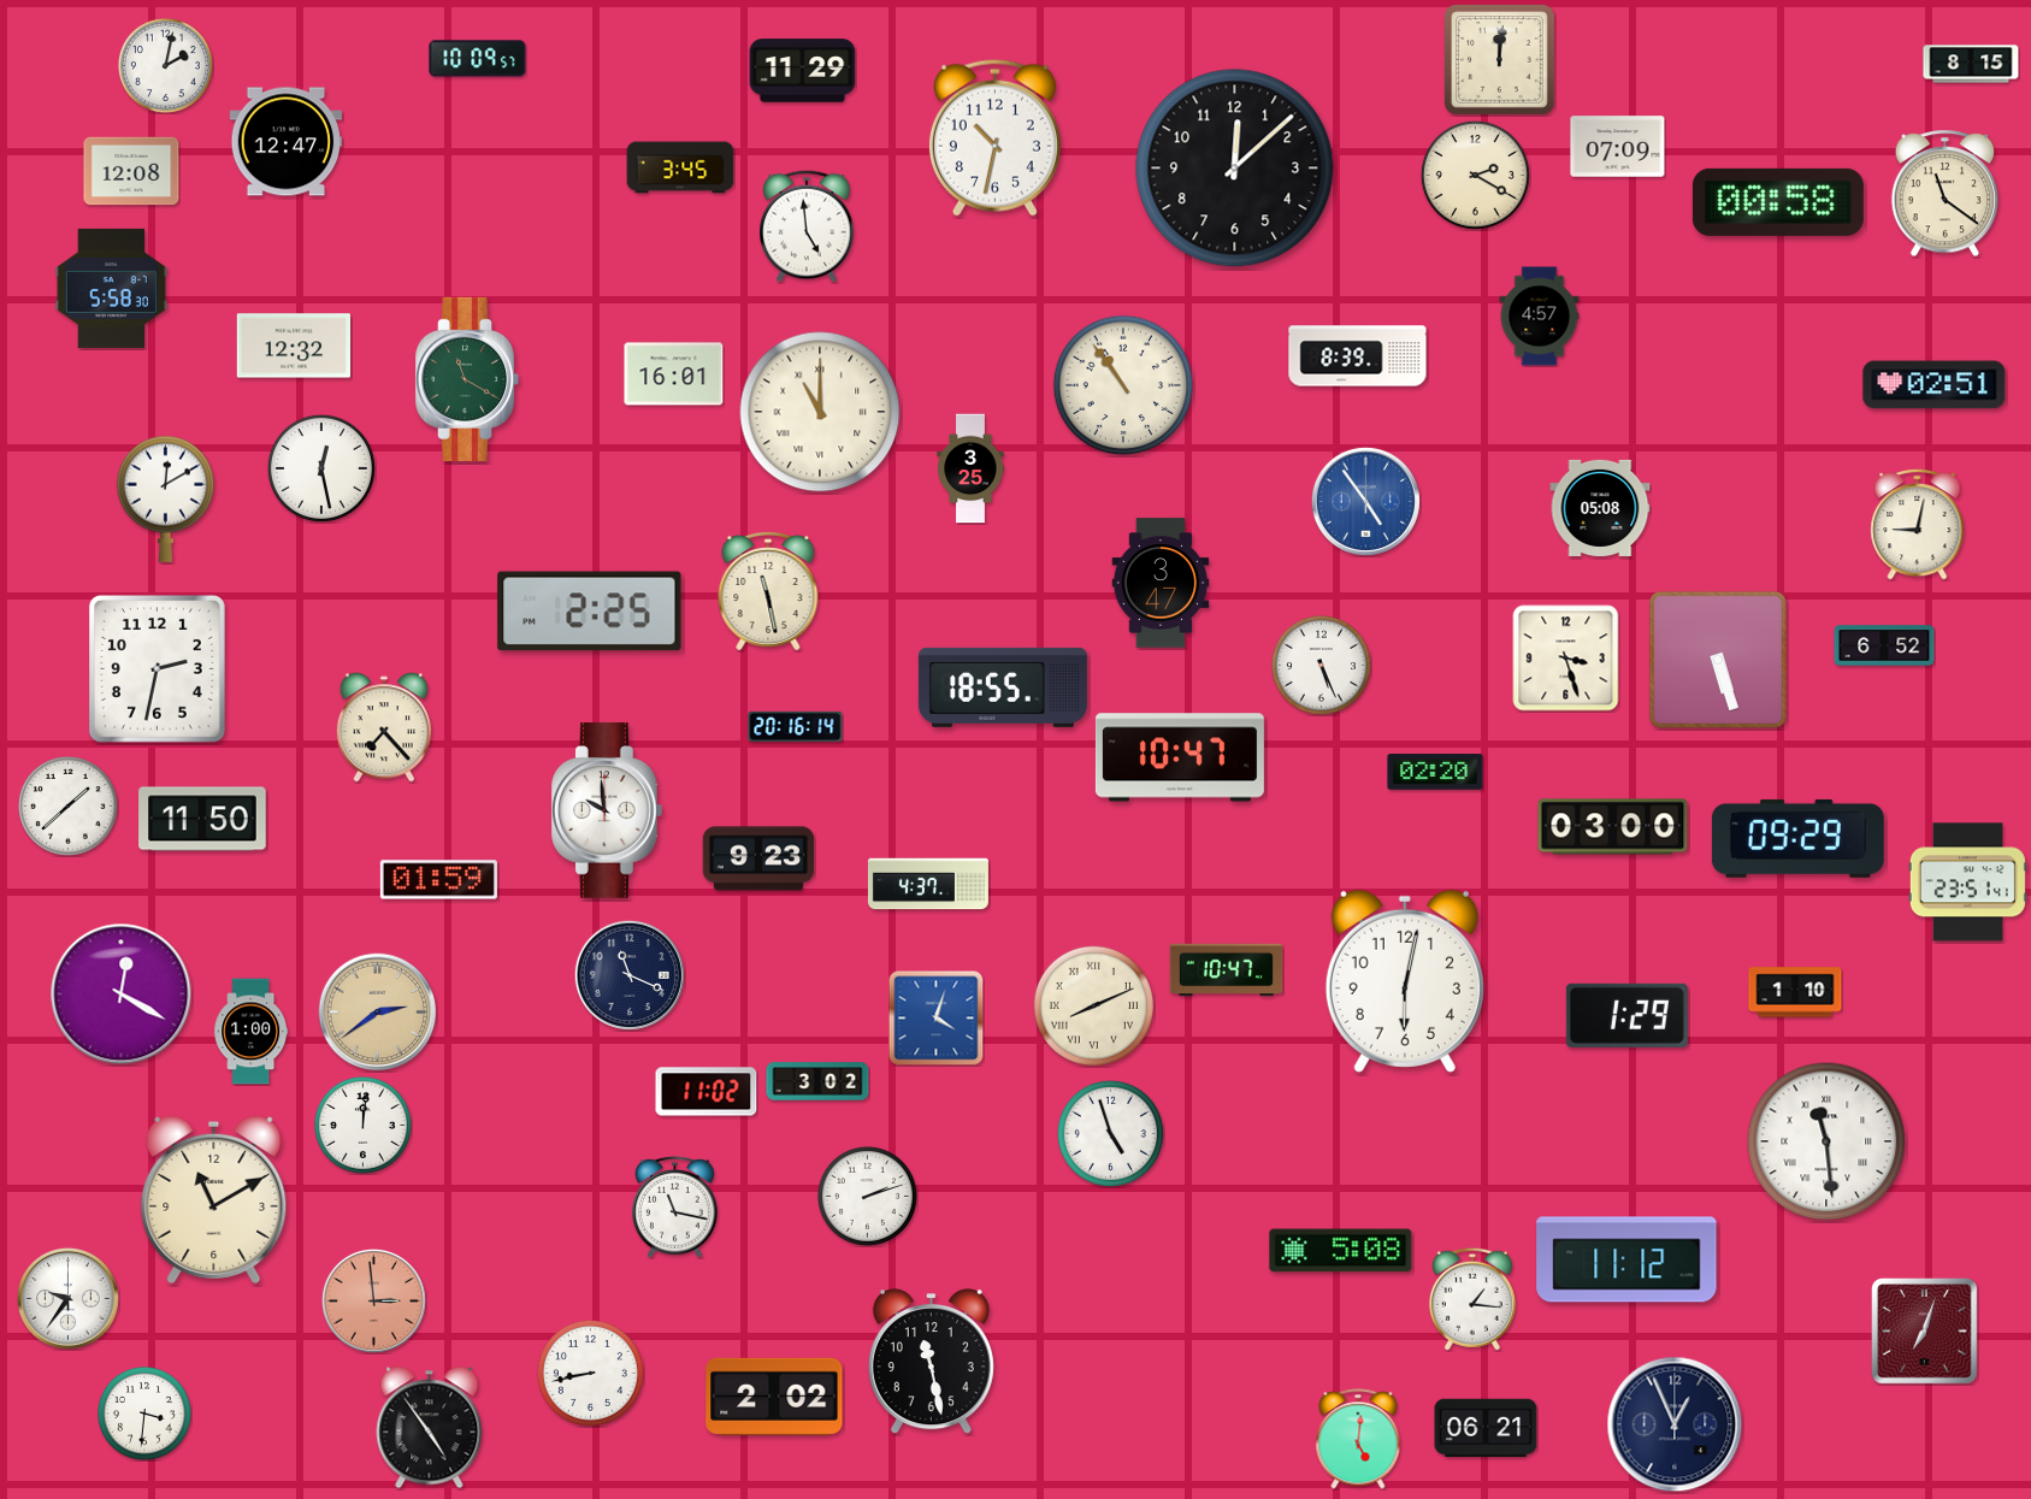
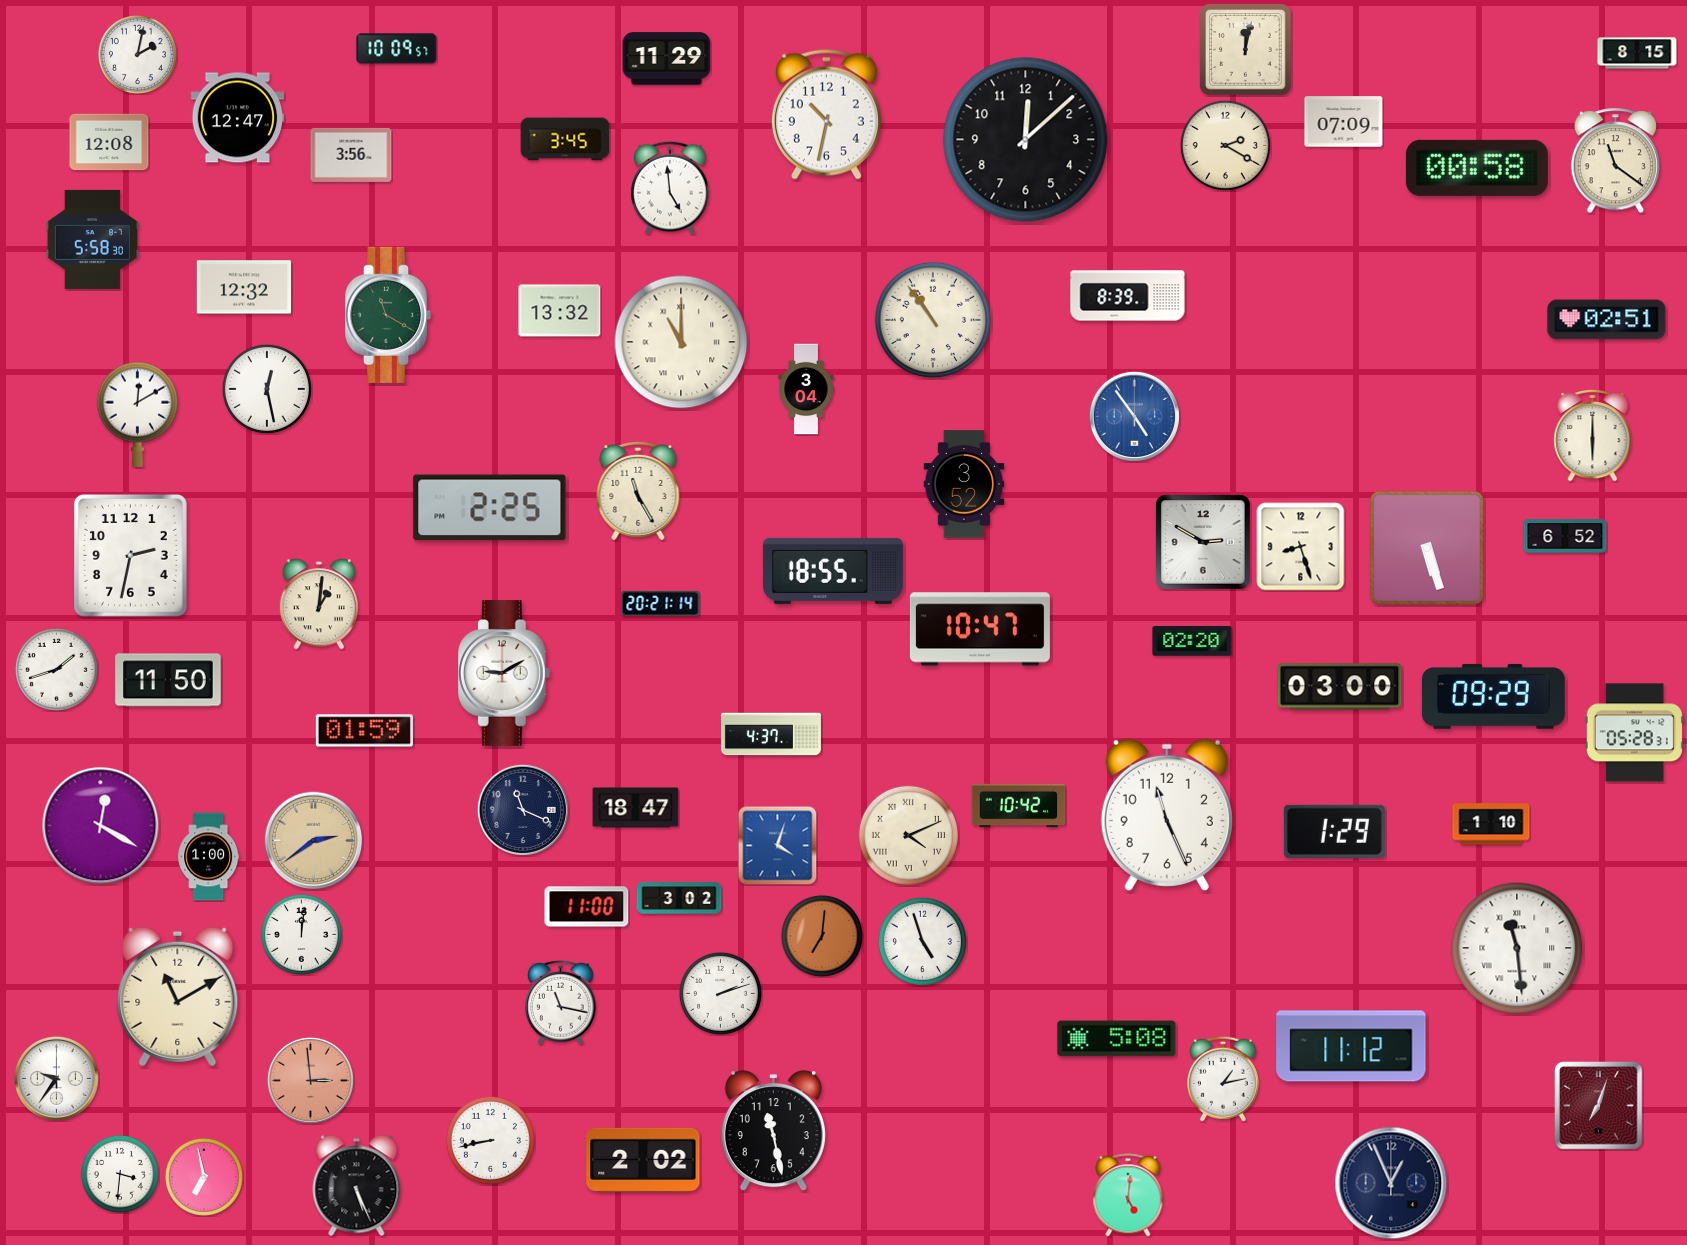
clock at (1500, 60): 12:01 -> 12:02
clock at (351, 155): none -> 3:56
clock at (1540, 317): 4:57 -> none
clock at (674, 374): 16:01 -> 13:32
clock at (970, 468): 3:25 -> 3:04
clock at (1600, 508): 05:08 -> none
clock at (1918, 524): 9:02 -> 6:00
clock at (1161, 583): 3:47 -> 3:52
clock at (768, 592): 11:28 -> 11:25
clock at (1204, 543): none -> 2:50
clock at (1566, 659): 3:27 -> 8:27
clock at (1321, 665): 5:26 -> none
clock at (796, 726): 20:16 -> 20:21
clock at (384, 727): 7:23 -> 1:01
clock at (67, 805): 1:38 -> 1:42
clock at (607, 810): 9:59 -> 9:10
clock at (758, 858): 9:23 -> none
clock at (1967, 883): 23:51 -> 05:28
clock at (1227, 970): 10:47 -> 10:42
clock at (636, 808): none -> 18:47
clock at (1405, 981): 6:02 -> 11:26
clock at (1093, 1005): 8:11 -> 4:11
clock at (1626, 1015) position: (1626, 1015) -> (1334, 831)
clock at (707, 1092): 11:02 -> 11:00
clock at (822, 936): none -> 7:01
clock at (1341, 1251) position: (1341, 1251) -> (1117, 1039)
clock at (1472, 1299): 1:16 -> 1:13
clock at (204, 1177): none -> 6:58
clock at (430, 1428): 4:54 -> 5:26
clock at (1486, 1428): 06:21 -> none
